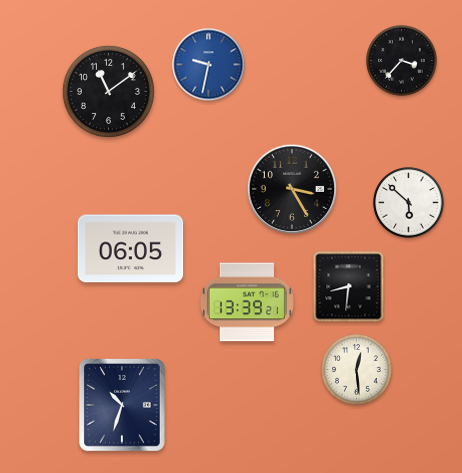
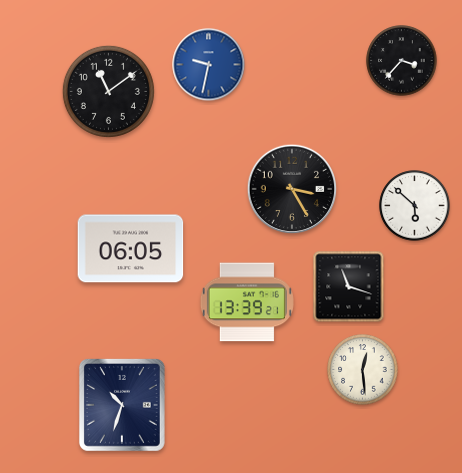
clock at (409, 203) position: (409, 203) -> (415, 206)
clock at (349, 287): 8:31 -> 11:18
clock at (357, 370) position: (357, 370) -> (363, 370)
